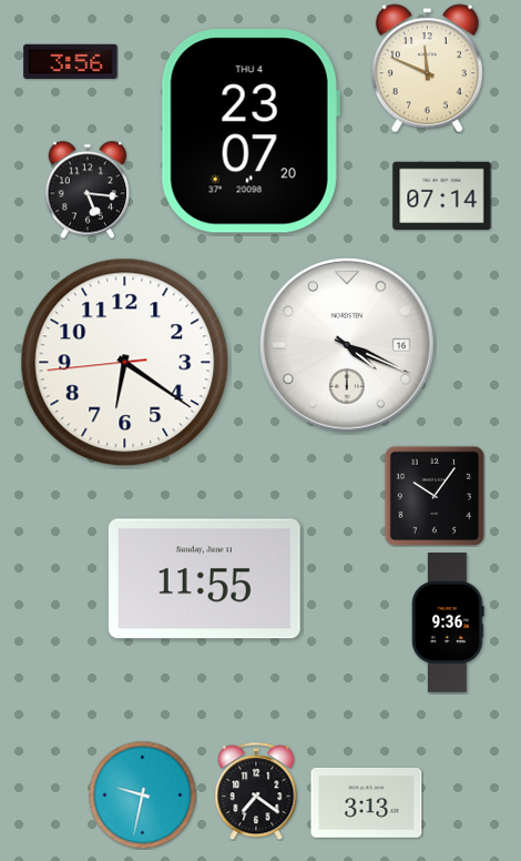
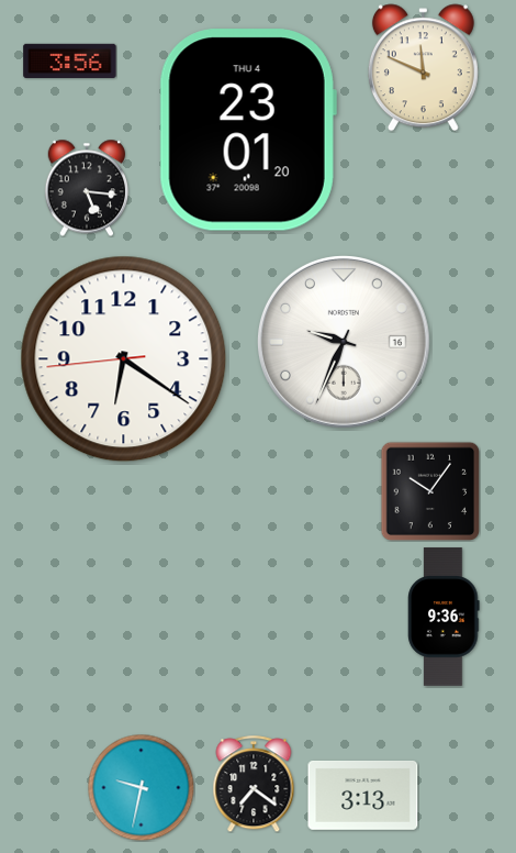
clock at (251, 131): 23:07 -> 23:01
clock at (442, 196): 07:14 -> none
clock at (347, 345): 4:19 -> 9:34
clock at (204, 579): 11:55 -> none
